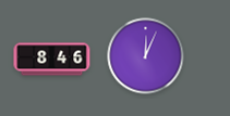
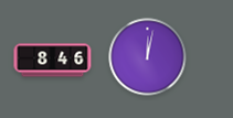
clock at (146, 56): 12:04 -> 12:02
